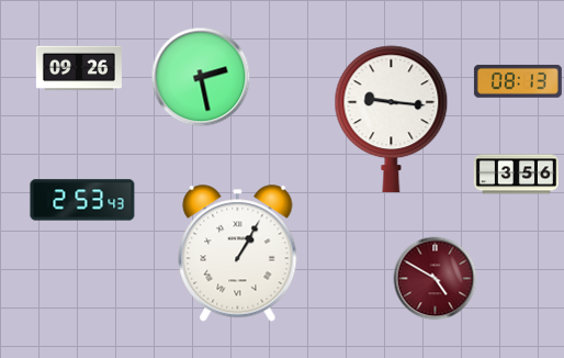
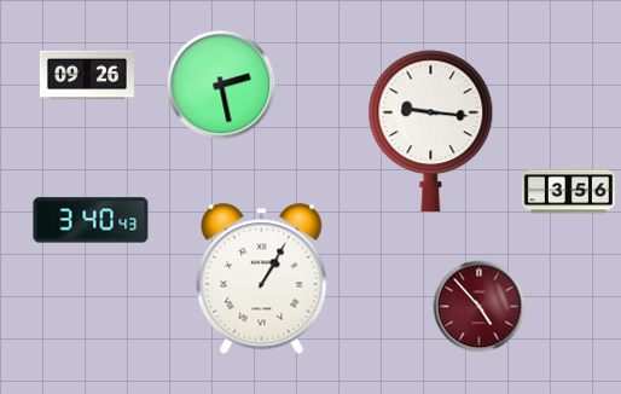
clock at (518, 81): 08:13 -> none
clock at (82, 200): 2:53 -> 3:40
clock at (436, 279): 4:50 -> 4:53
